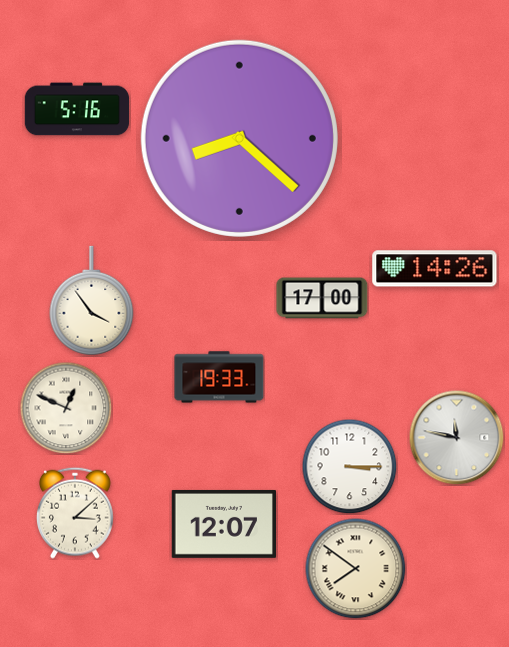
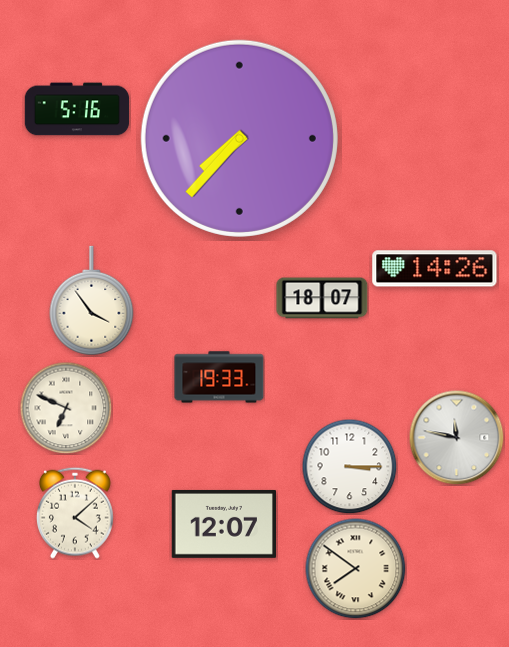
clock at (239, 138): 8:22 -> 7:37
clock at (322, 298): 17:00 -> 18:07
clock at (66, 408): 12:49 -> 6:49
clock at (76, 513): 3:08 -> 4:08
